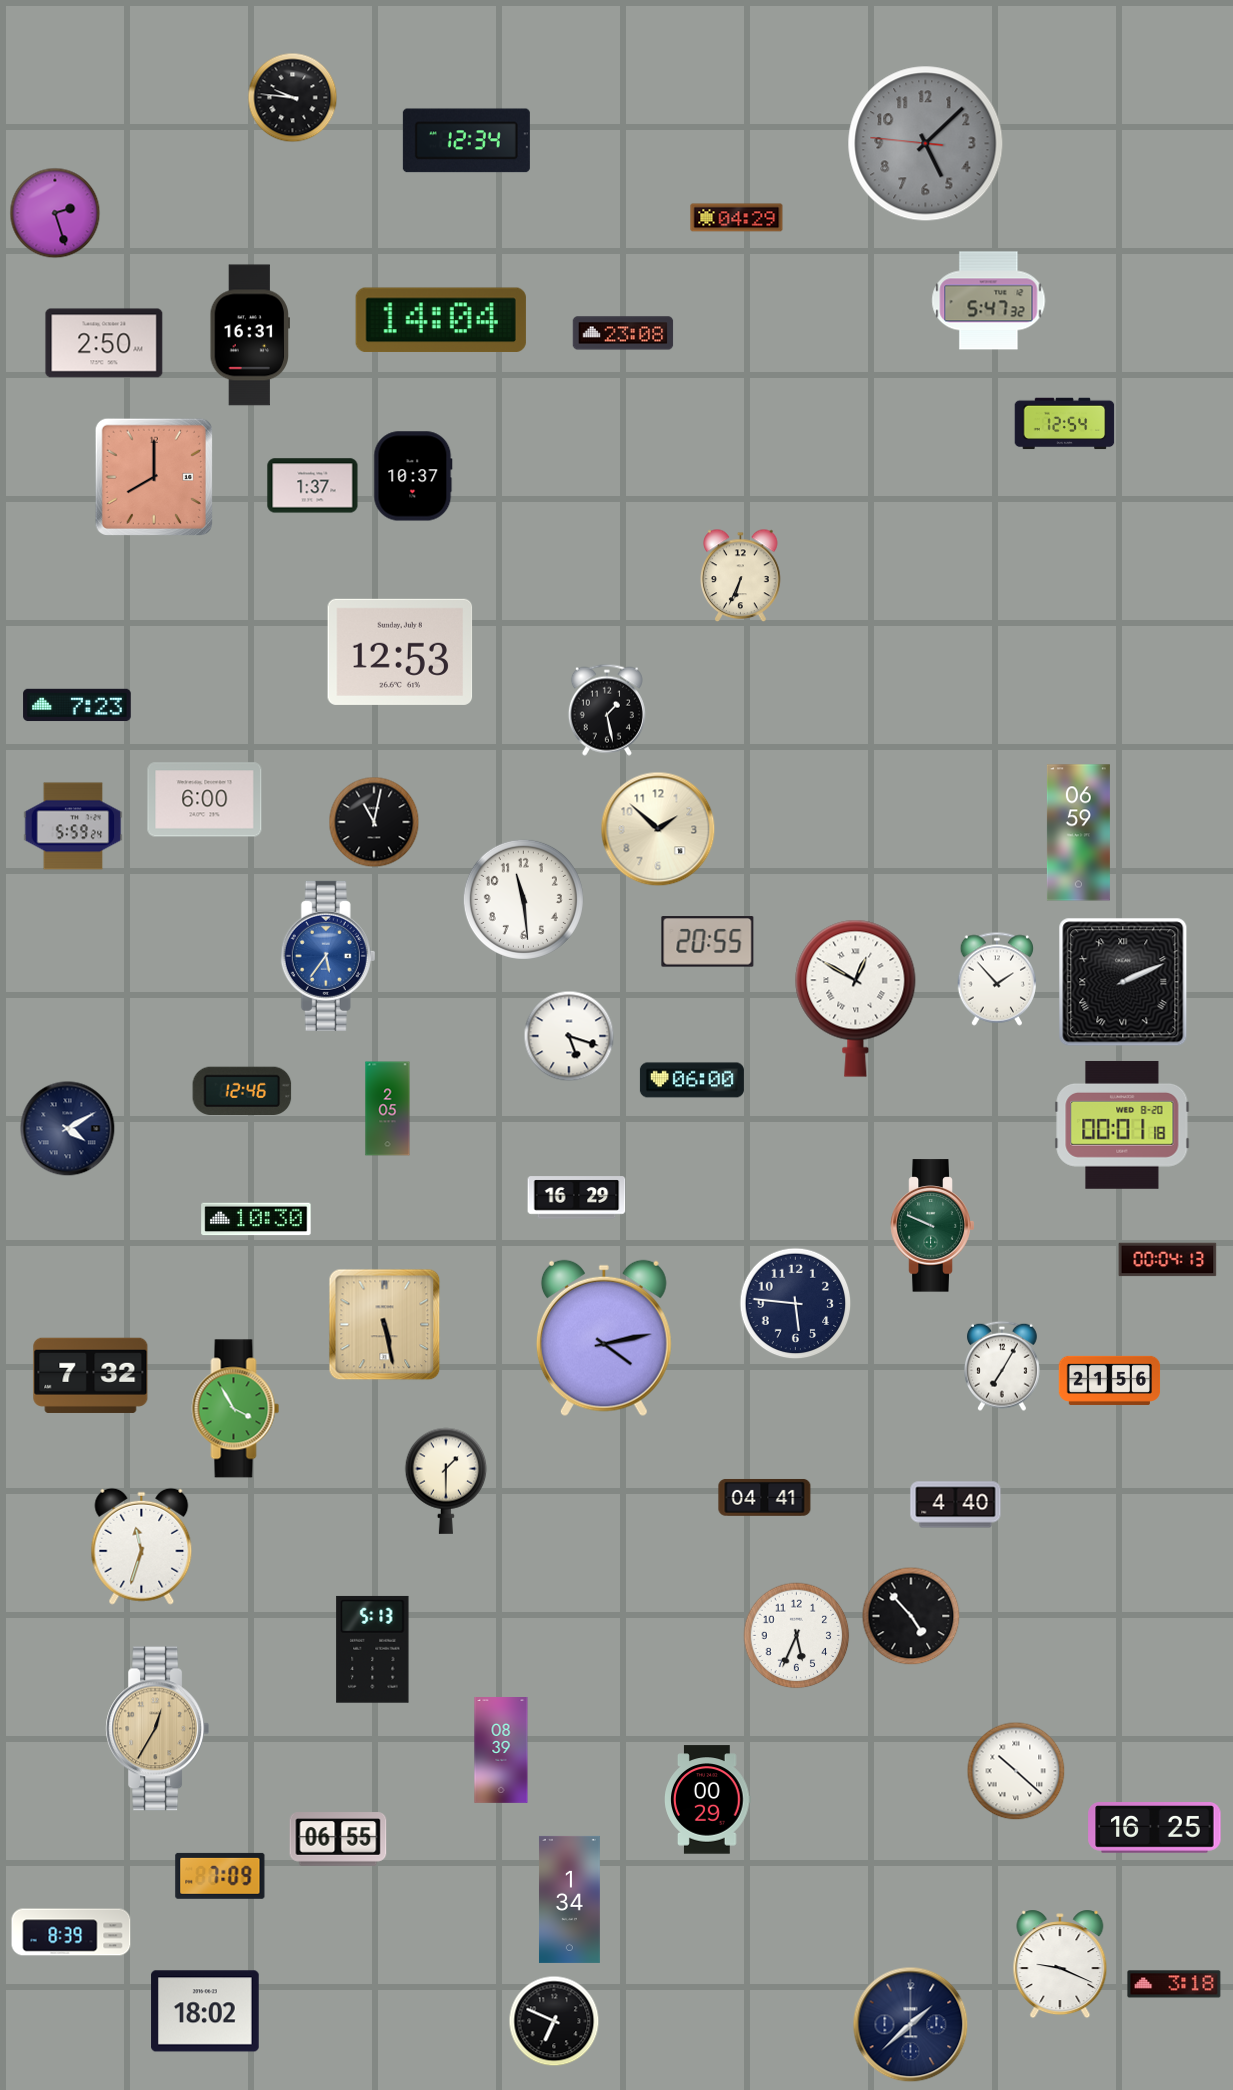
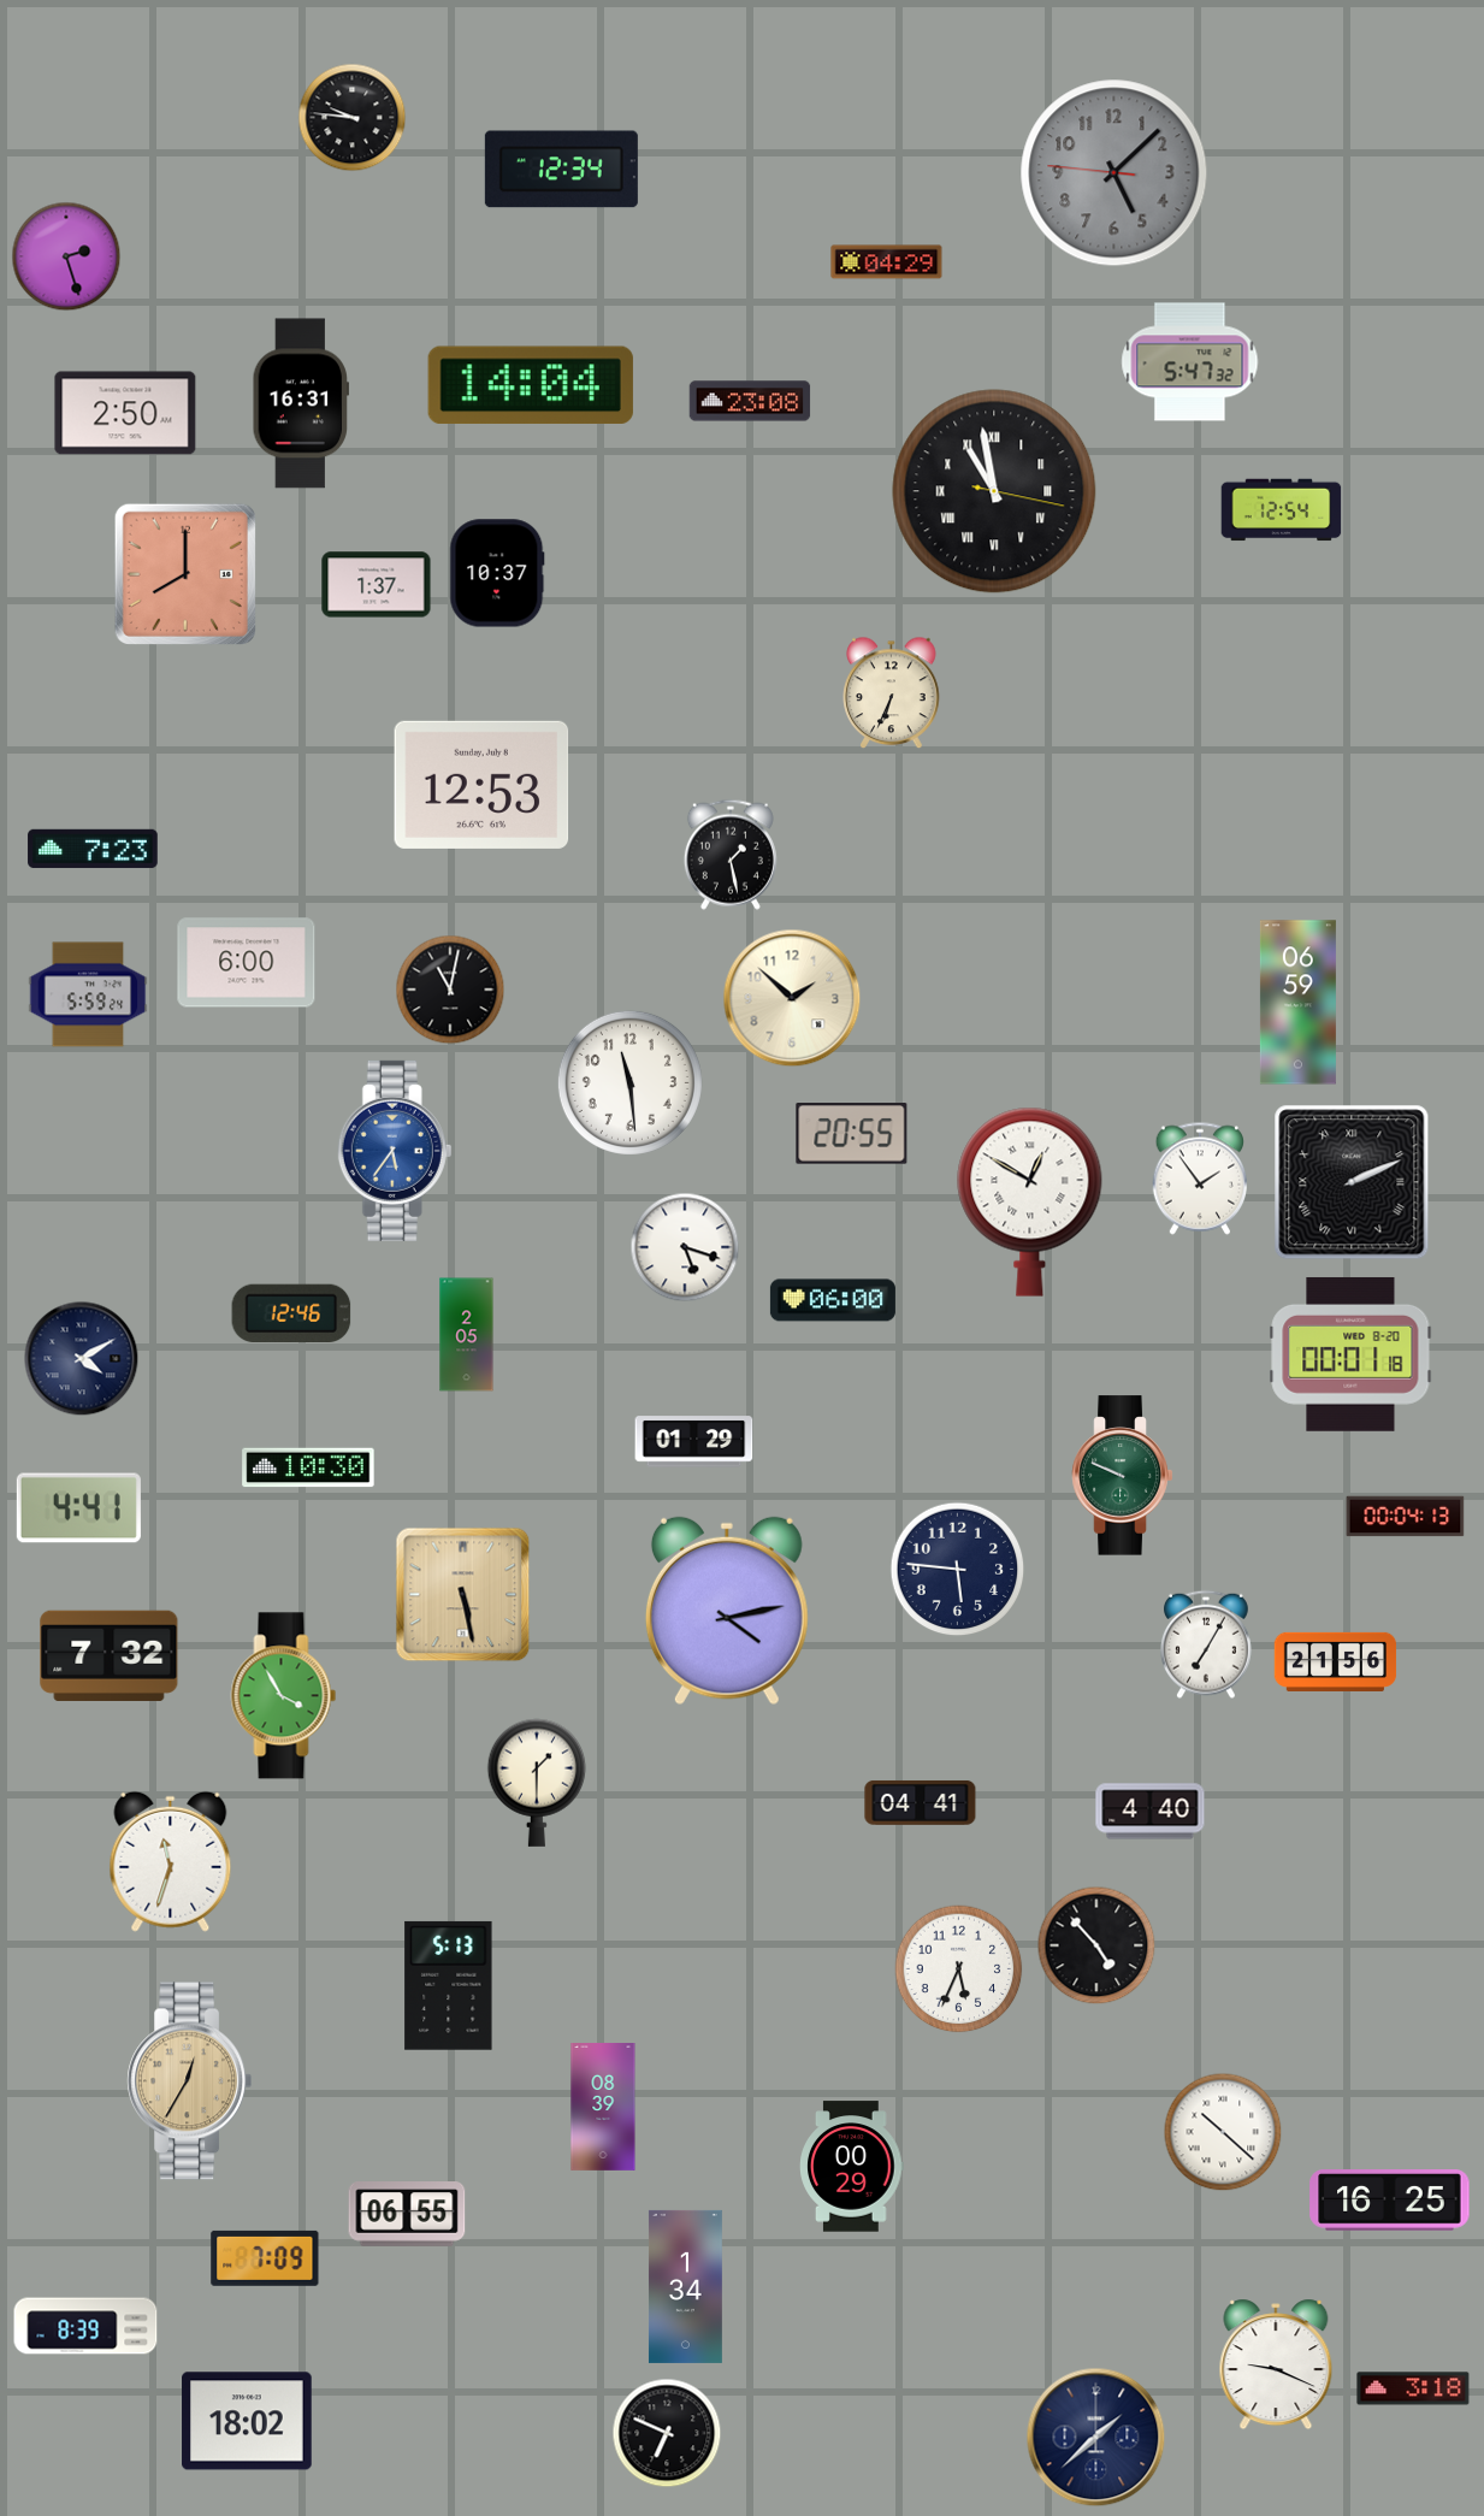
clock at (994, 491): none -> 10:58
clock at (997, 979): 1:53 -> 1:54
clock at (577, 1198): 16:29 -> 01:29
clock at (78, 1508): none -> 4:41
